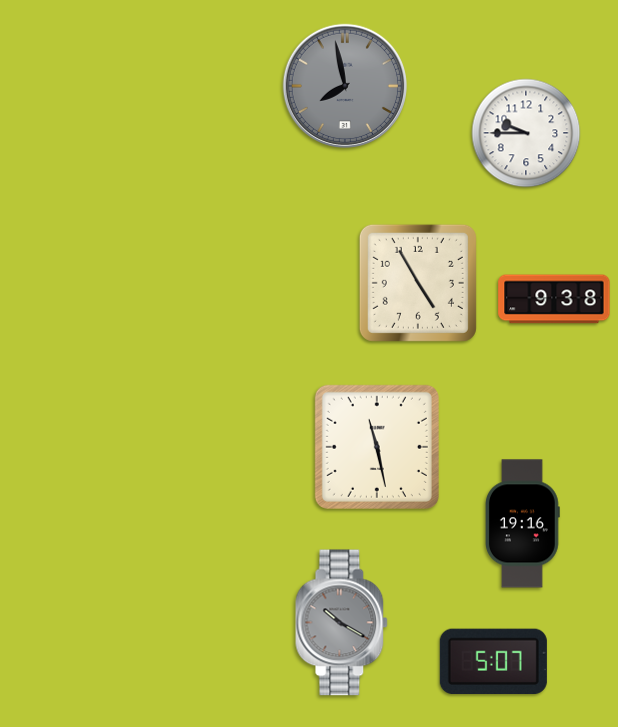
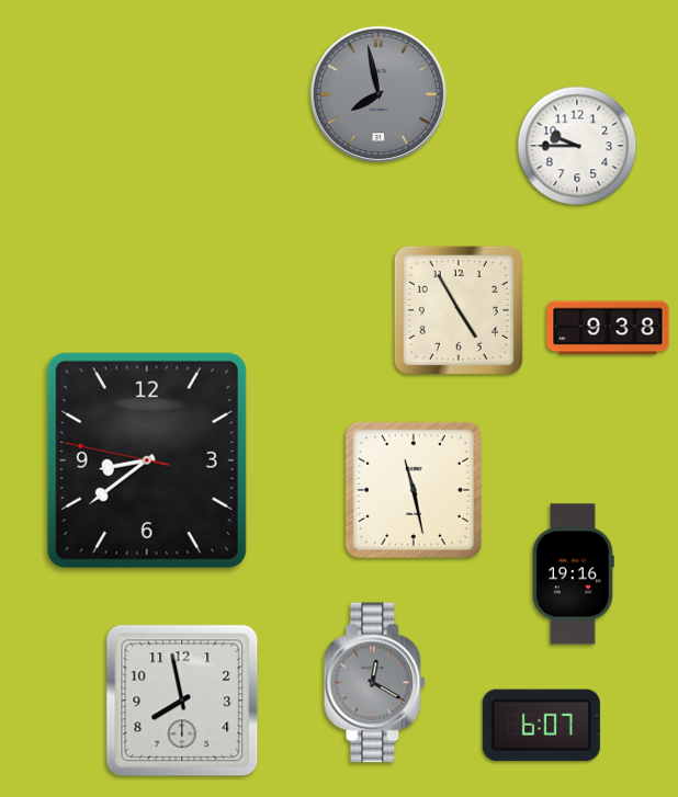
clock at (147, 460): none -> 8:38
clock at (342, 623): 10:20 -> 12:20
clock at (182, 701): none -> 7:58
clock at (493, 661): 5:07 -> 6:07
